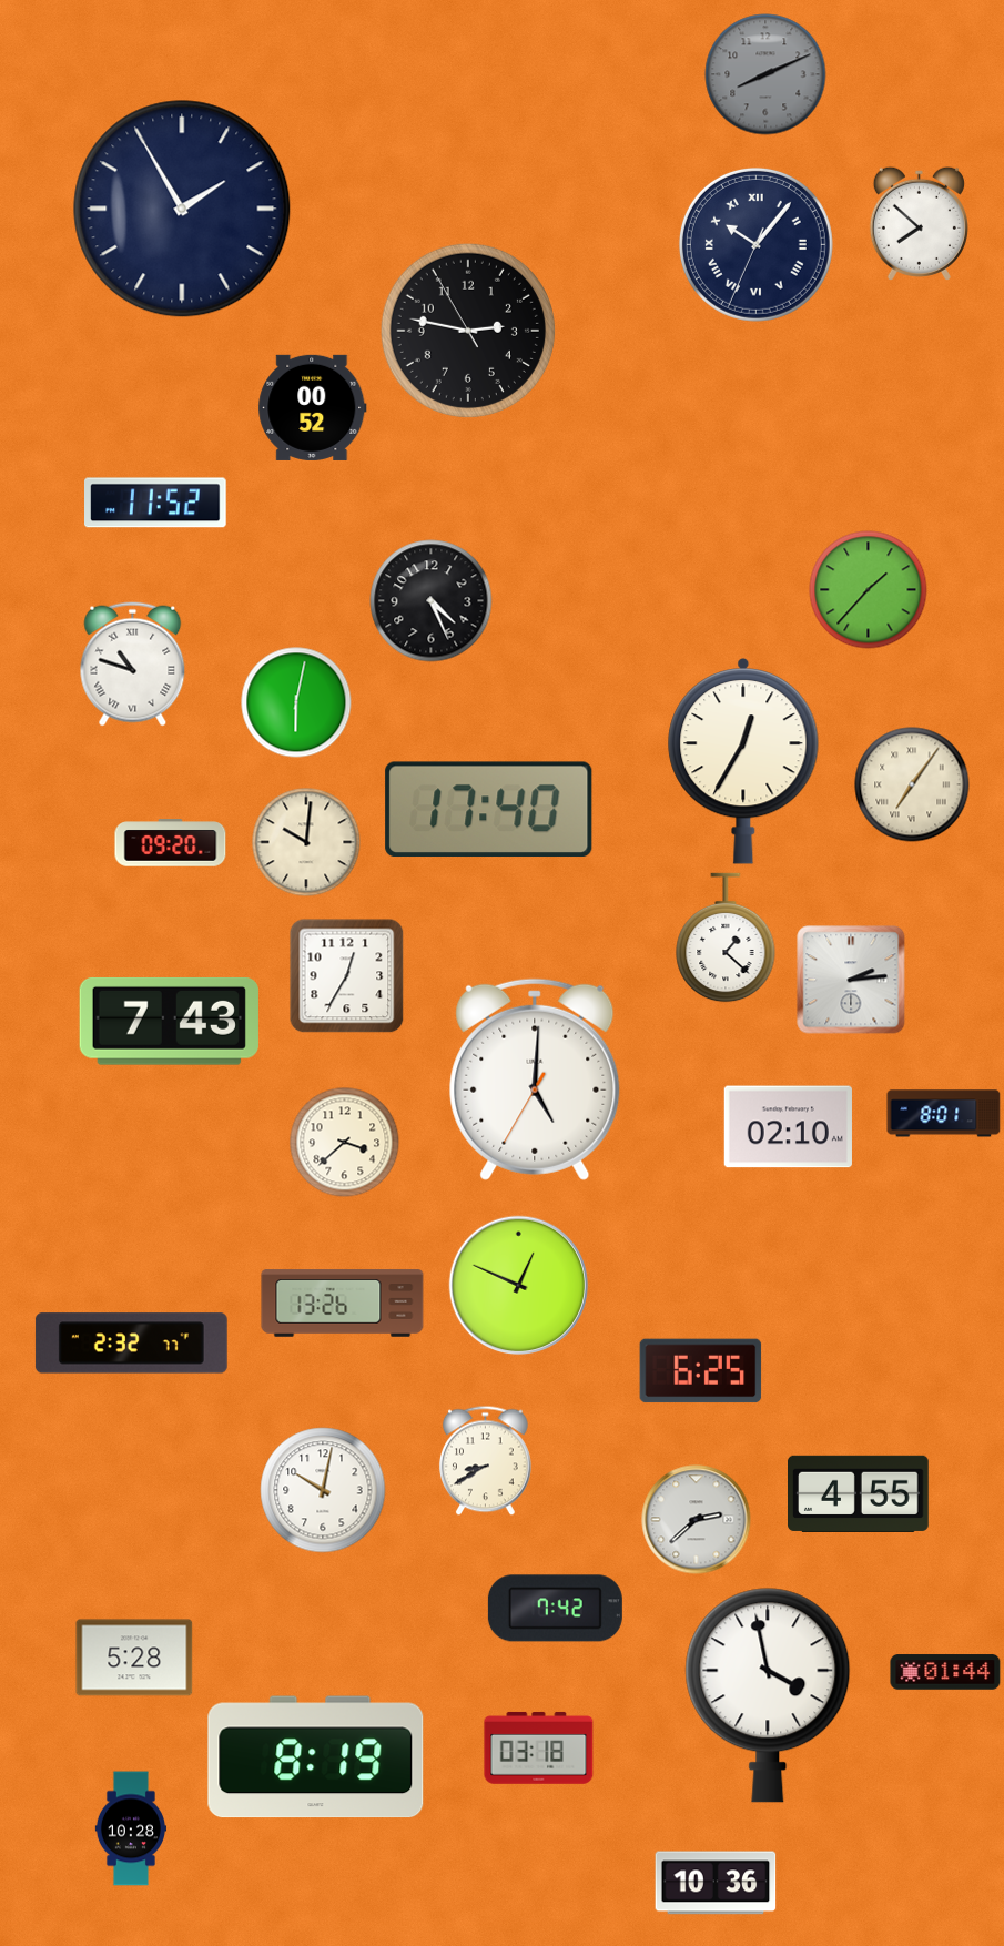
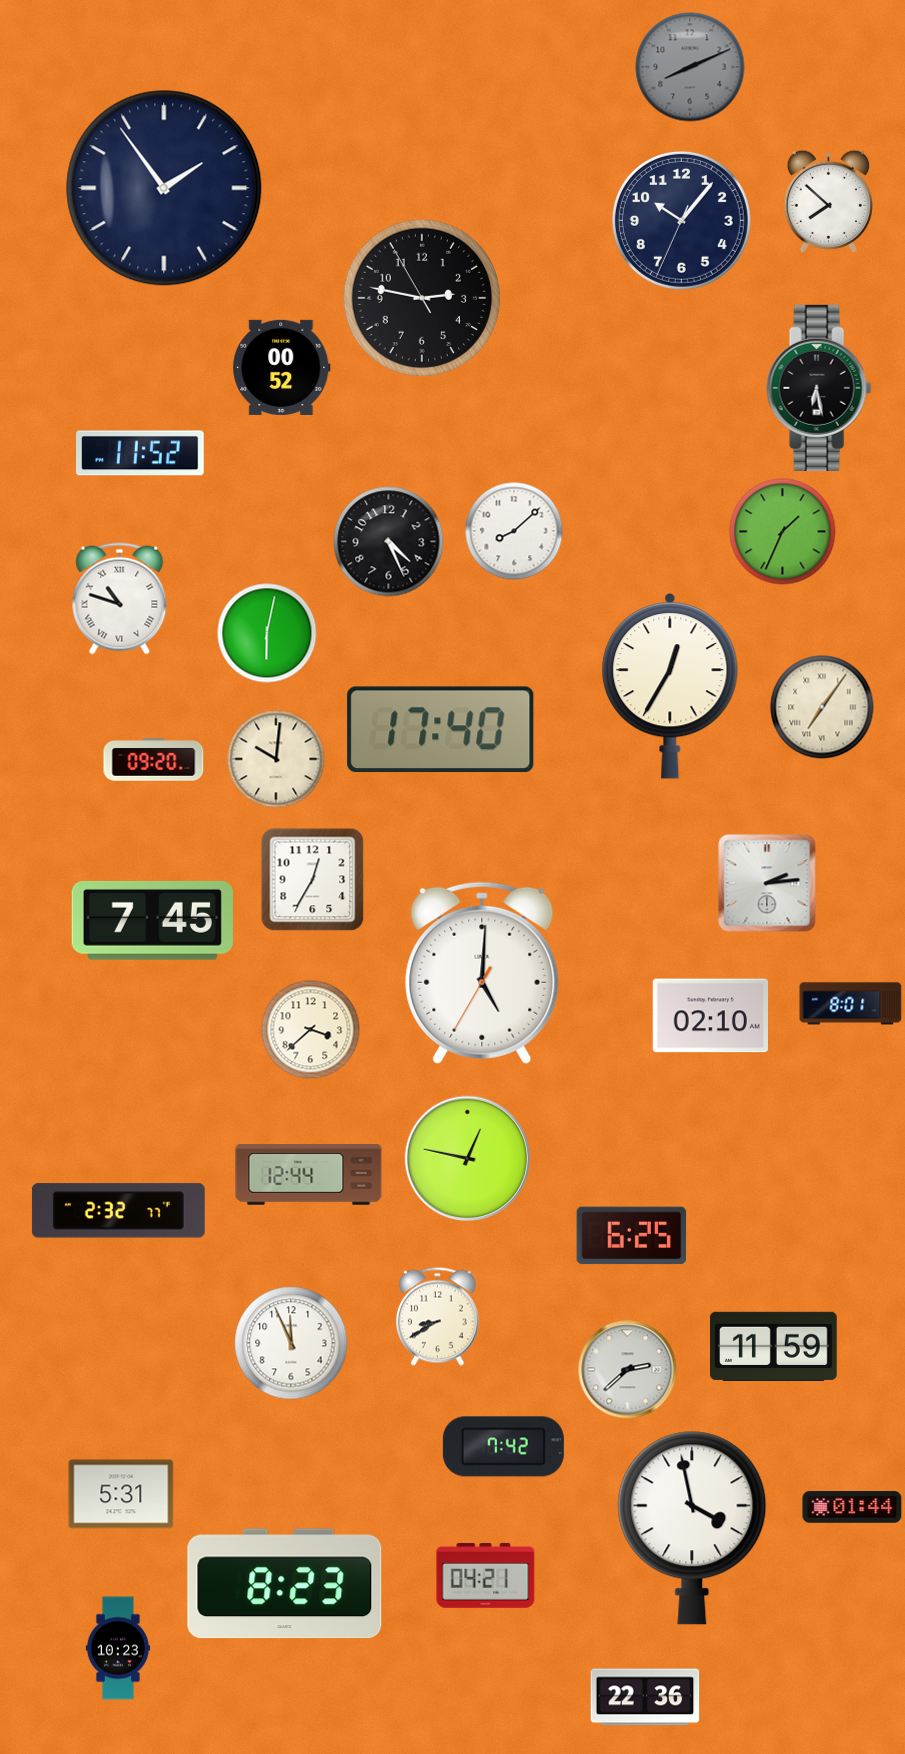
clock at (182, 209): 1:55 -> 1:54
clock at (755, 244) numerals: Roman -> Arabic
clock at (819, 388): none -> 6:28
clock at (514, 531): none -> 8:08
clock at (869, 590): 1:37 -> 1:34
clock at (726, 937): 1:22 -> none
clock at (169, 1021): 7:43 -> 7:45
clock at (519, 1286): 12:49 -> 12:47
clock at (343, 1304): 13:26 -> 12:44
clock at (323, 1490): 10:02 -> 11:56
clock at (859, 1493): 4:55 -> 11:59
clock at (555, 1609) position: (555, 1609) -> (503, 1447)
clock at (134, 1658): 5:28 -> 5:31
clock at (539, 1749): 03:18 -> 04:21
clock at (316, 1757): 8:19 -> 8:23
clock at (131, 1828): 10:28 -> 10:23
clock at (716, 1883): 10:36 -> 22:36
